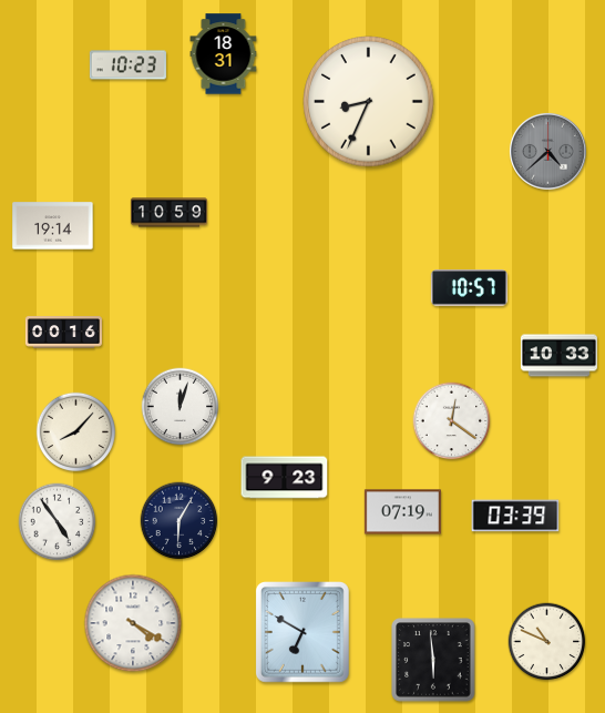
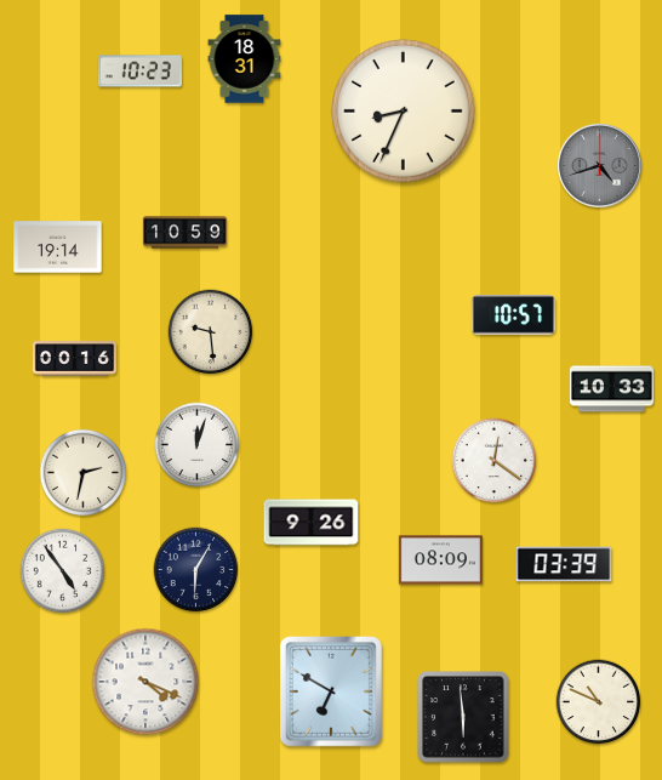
clock at (547, 151): 4:38 -> 4:42
clock at (211, 332): none -> 9:29
clock at (63, 333) position: (63, 333) -> (74, 359)
clock at (76, 432): 8:07 -> 2:32
clock at (285, 478): 9:23 -> 9:26
clock at (402, 512): 07:19 -> 08:09
clock at (133, 623): 4:20 -> 4:19
clock at (433, 660) position: (433, 660) -> (463, 717)
